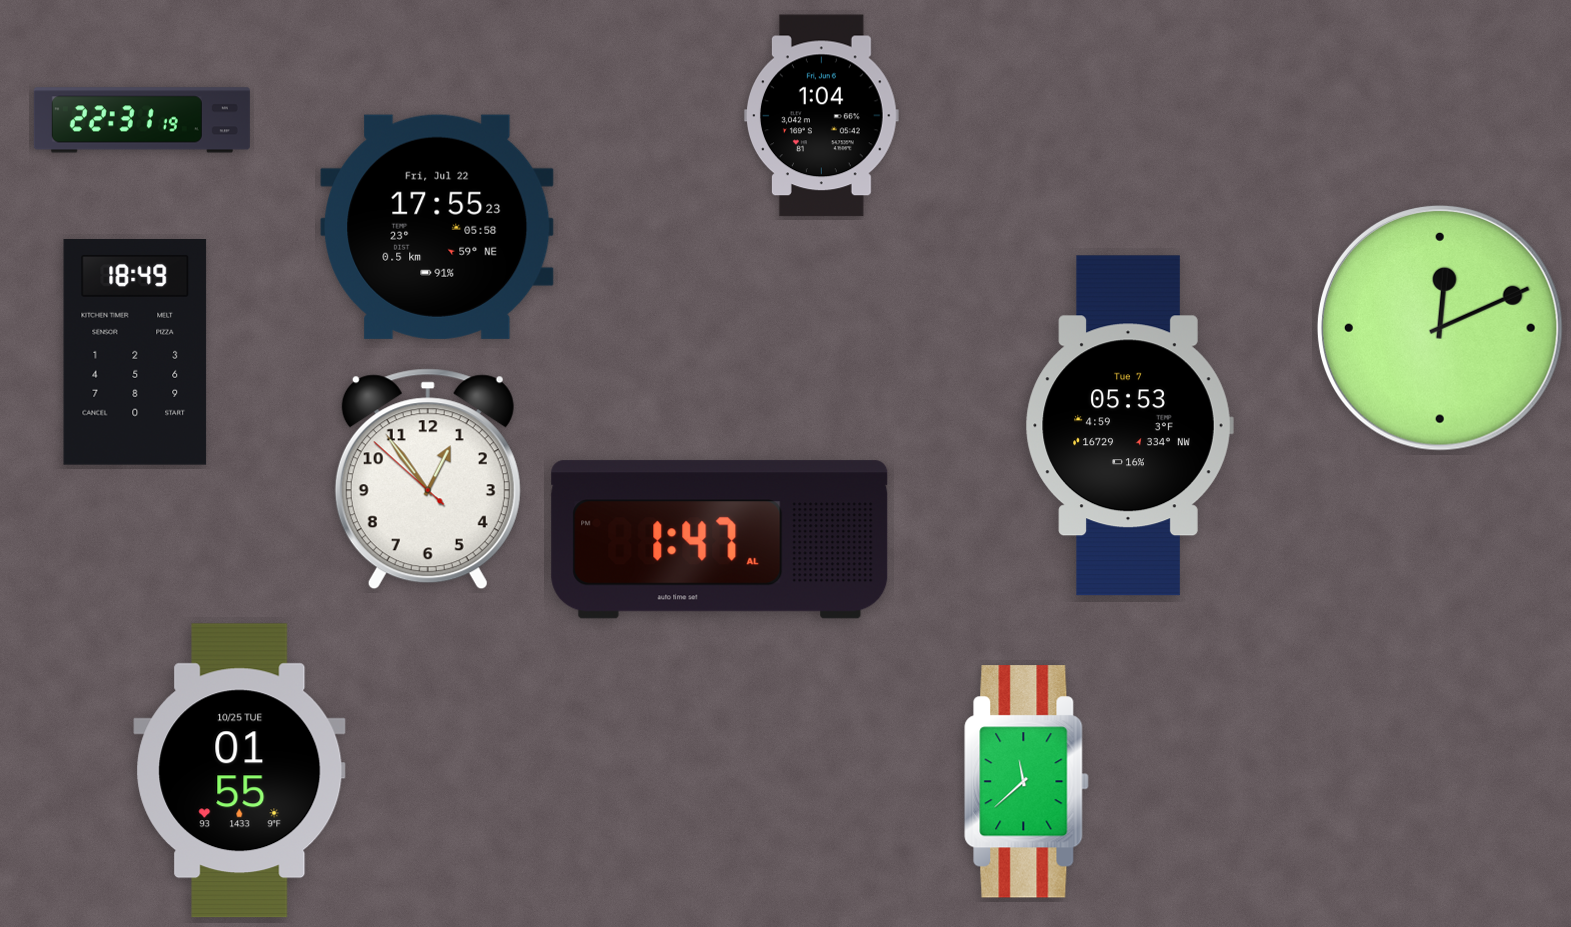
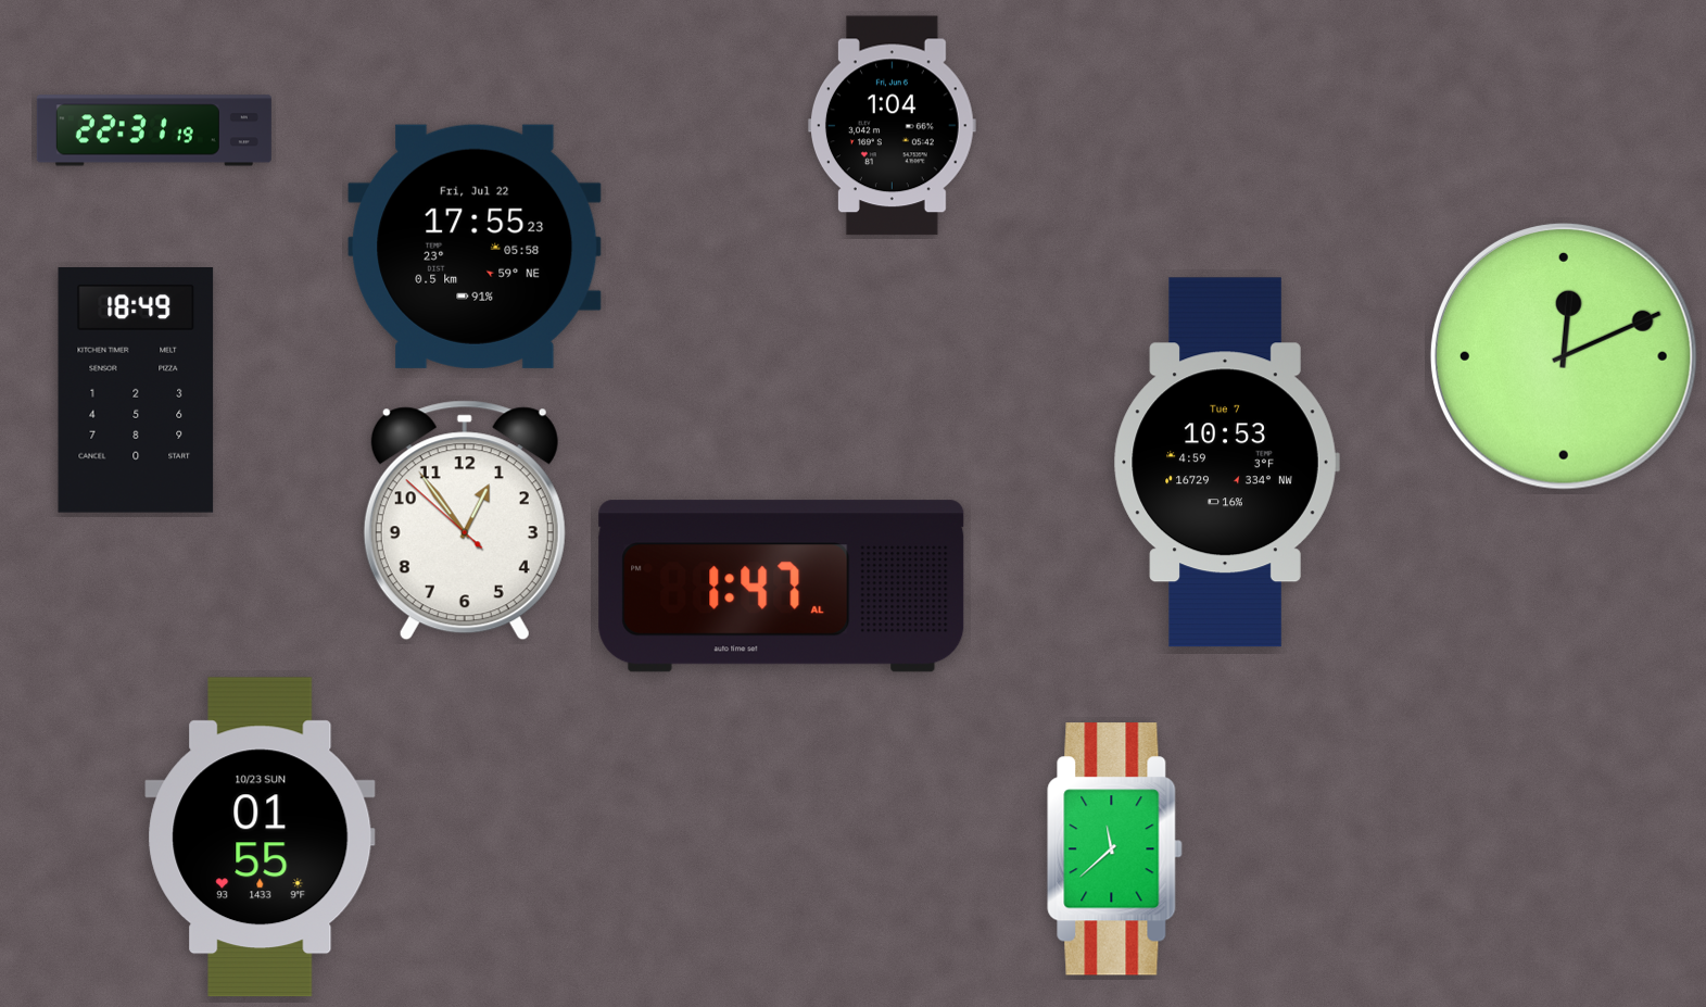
clock at (135, 353) position: (135, 353) -> (136, 391)
clock at (1129, 426): 05:53 -> 10:53
clock at (240, 771) date: 10/25 TUE -> 10/23 SUN
